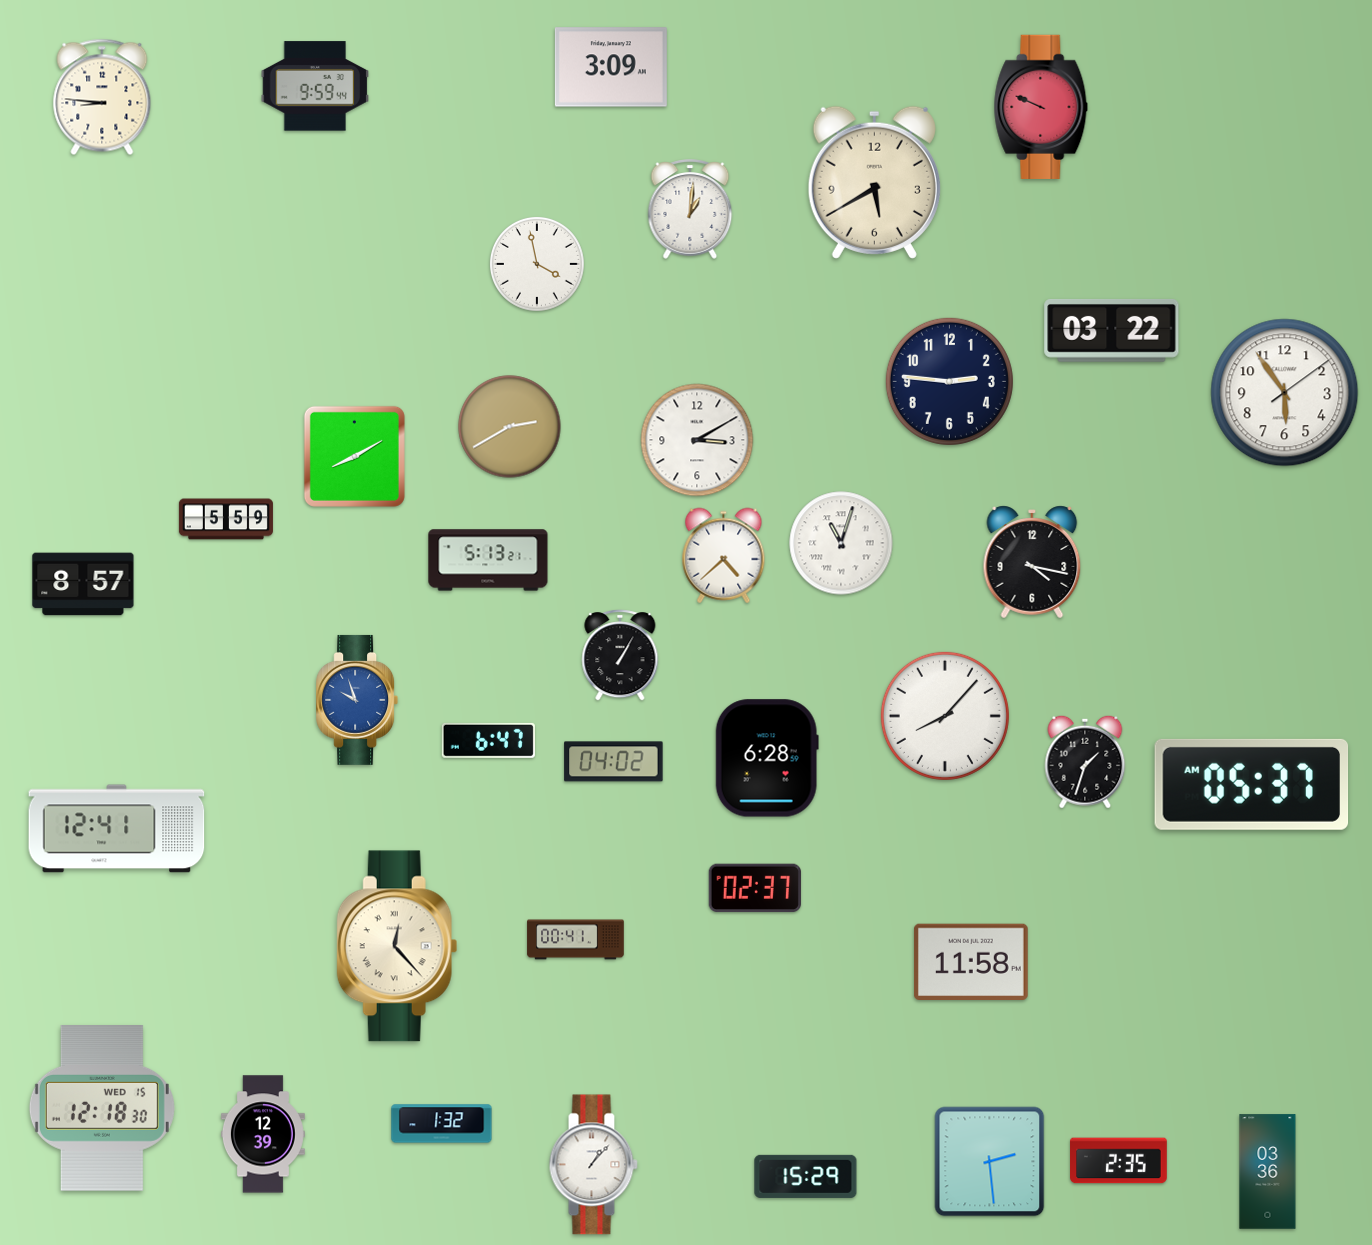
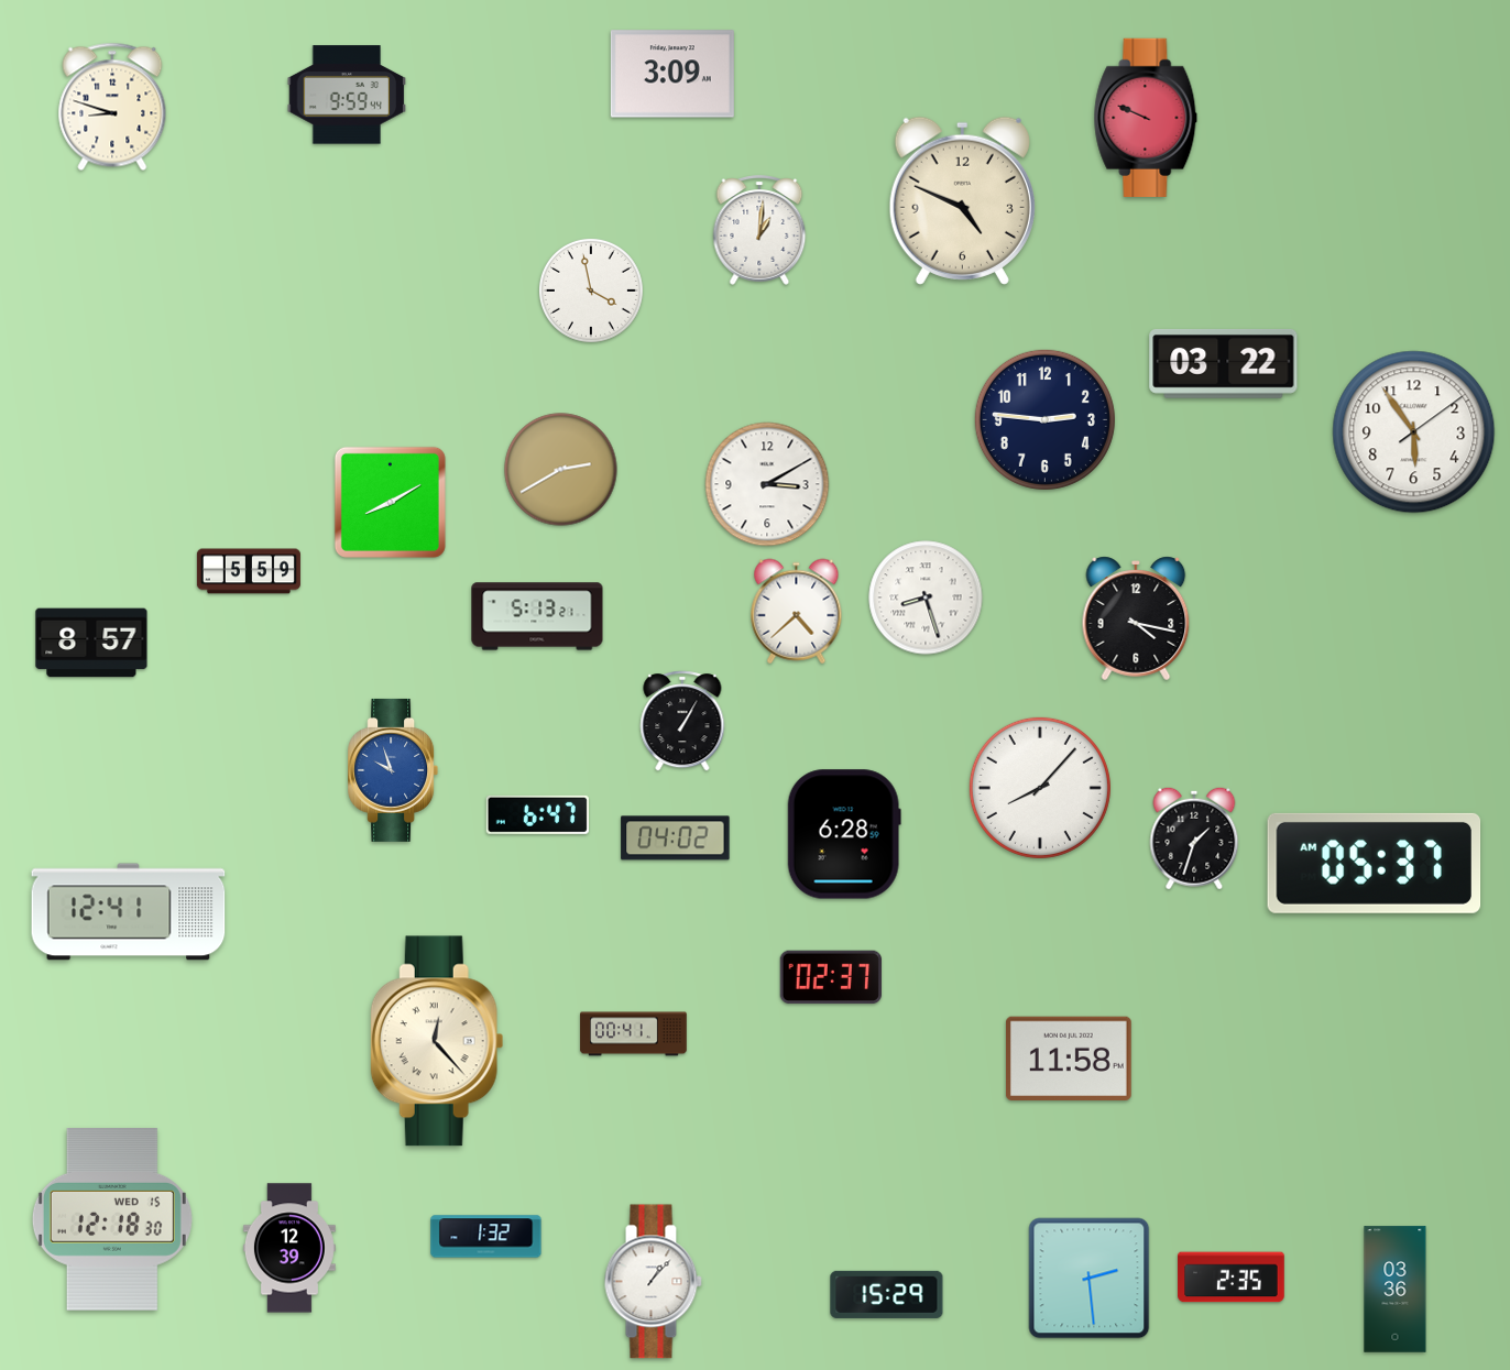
clock at (102, 97): 8:46 -> 8:48
clock at (874, 182): 5:40 -> 4:49
clock at (841, 543): 11:03 -> 8:27
clock at (1252, 784) position: (1252, 784) -> (1375, 863)
